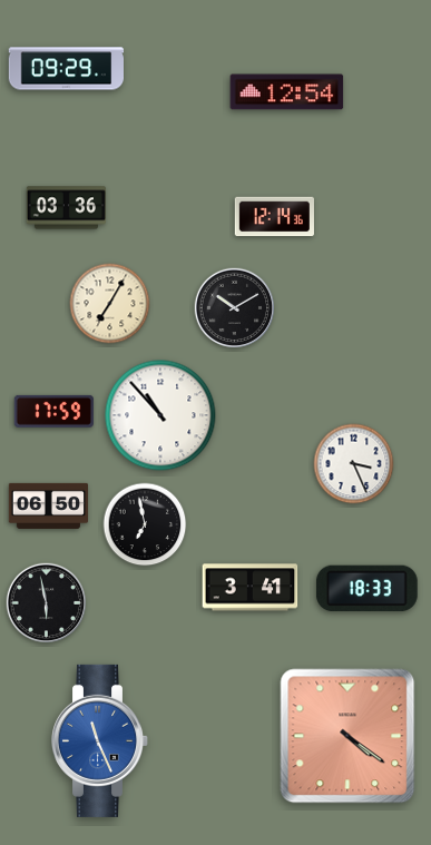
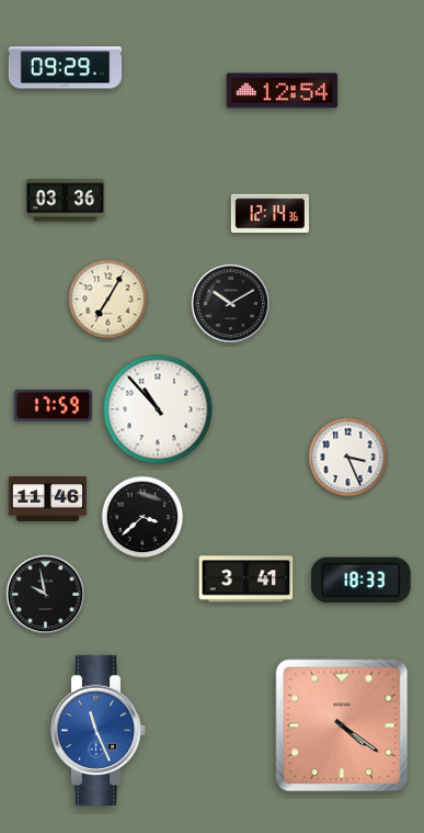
clock at (66, 208) position: (66, 208) -> (65, 201)
clock at (49, 505): 06:50 -> 11:46
clock at (145, 524): 6:58 -> 3:38
clock at (47, 603): 5:58 -> 9:58
